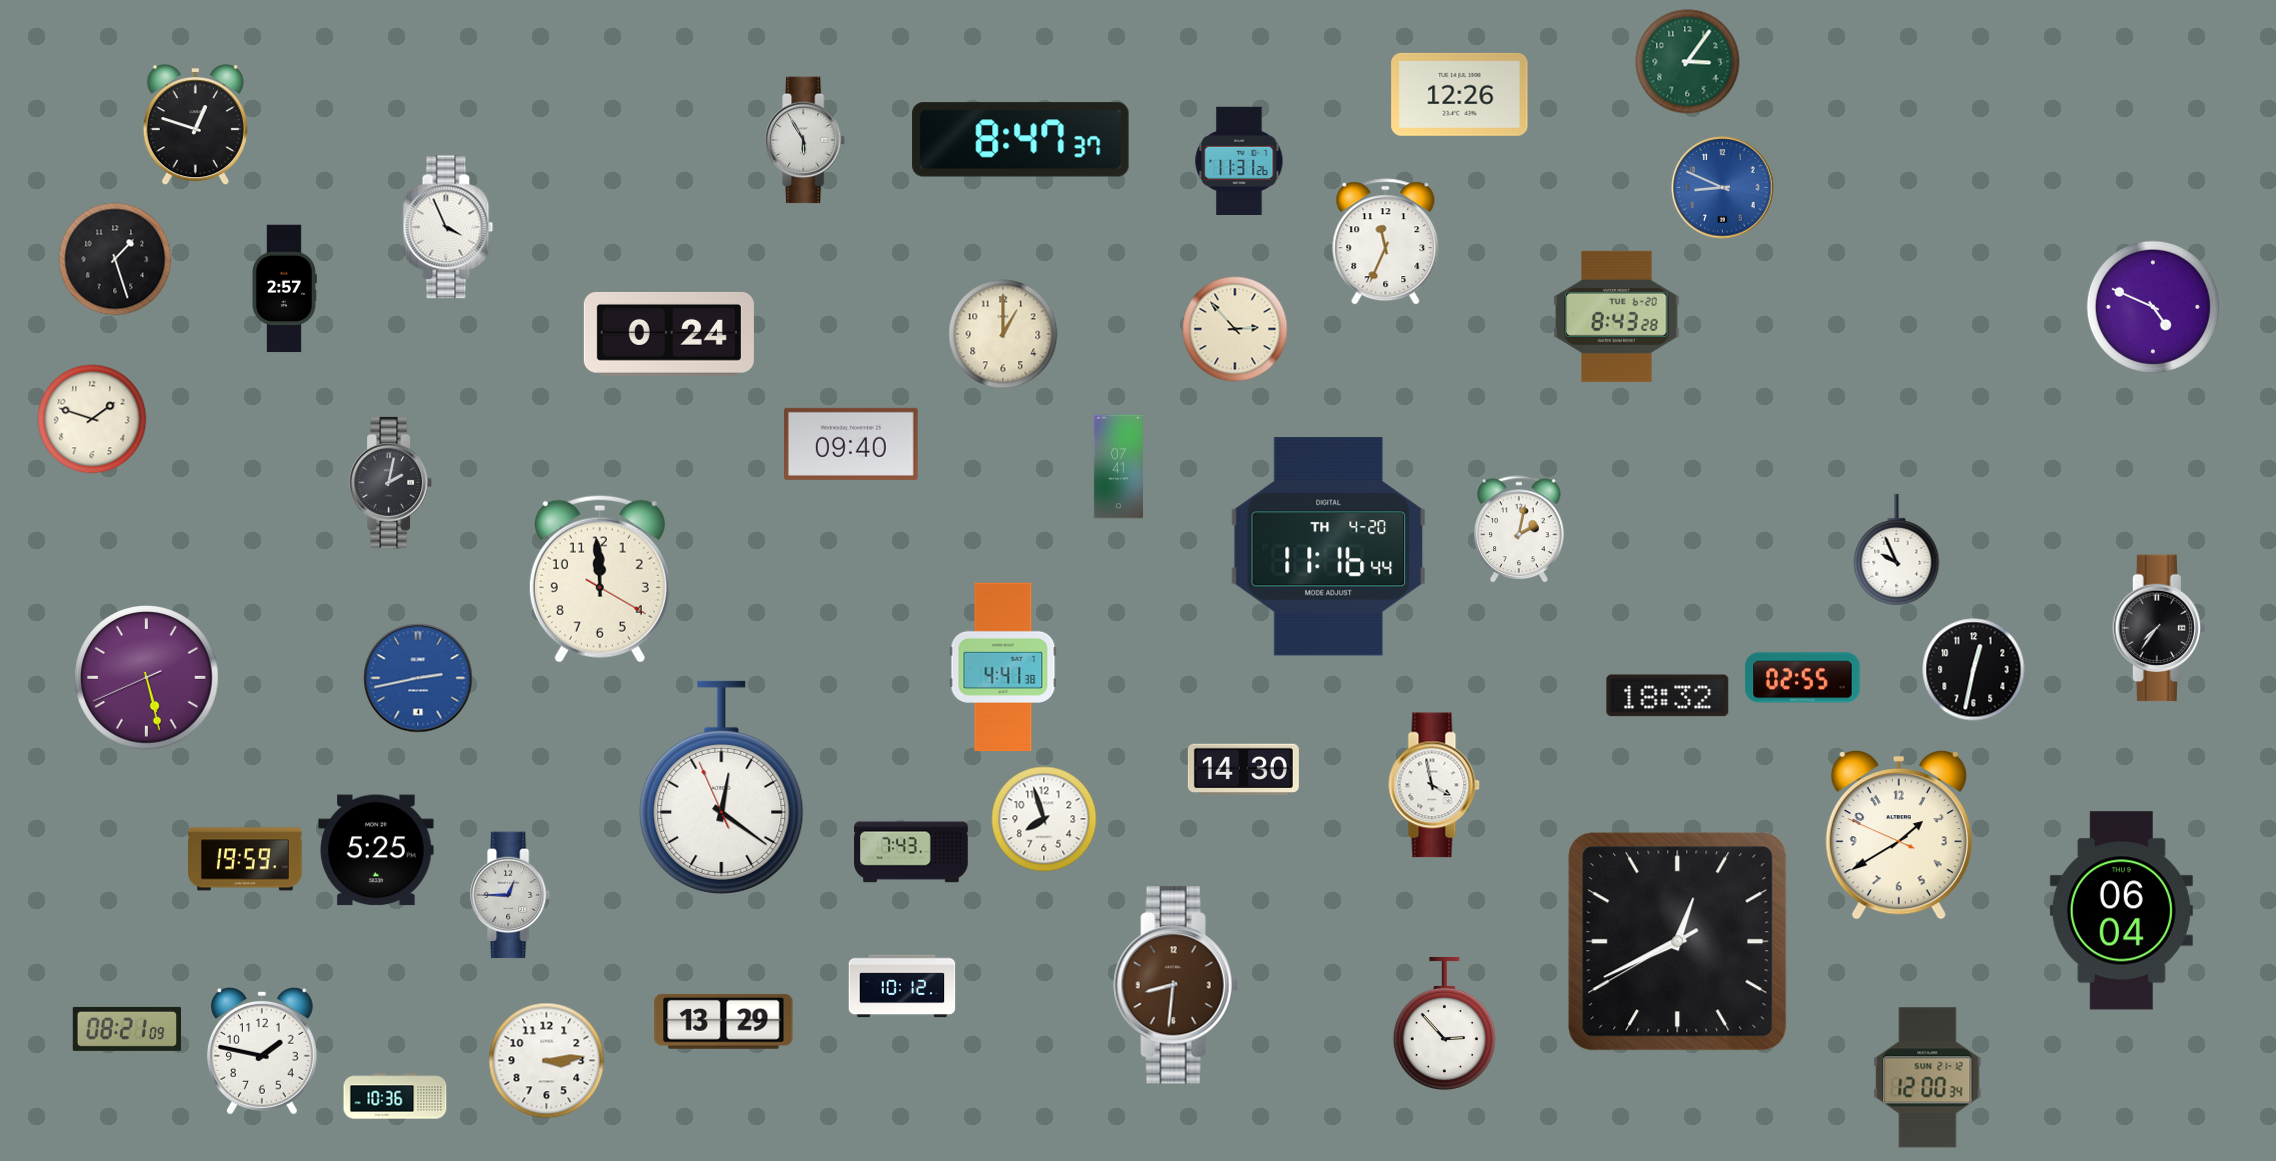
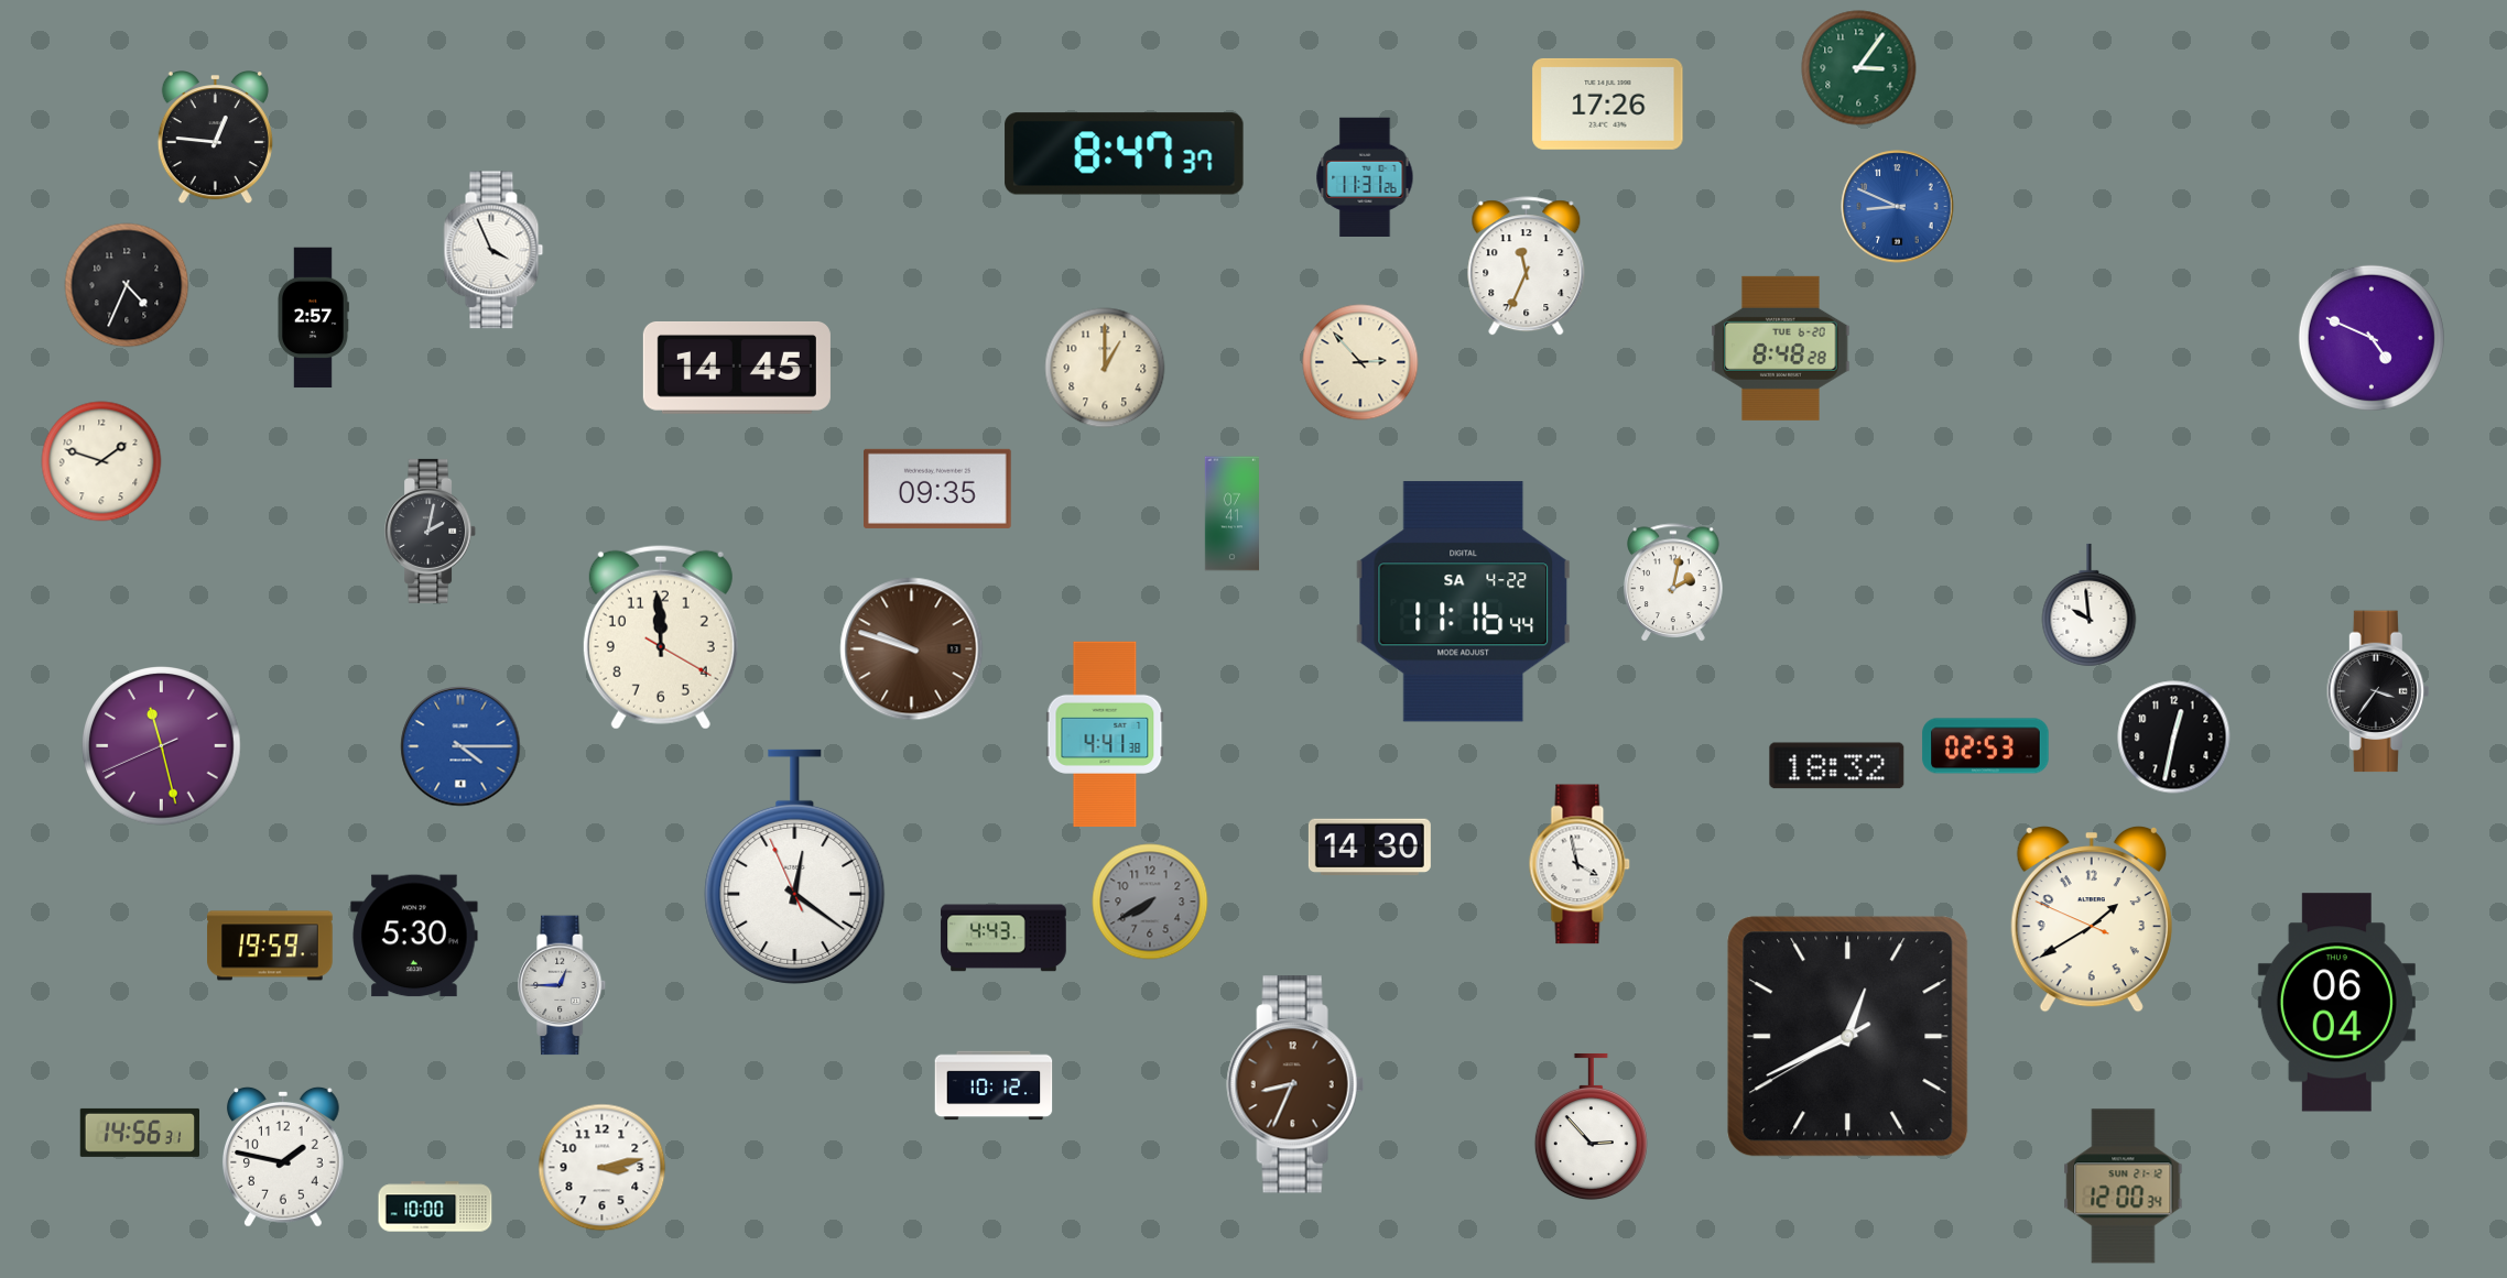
clock at (1460, 94): 12:26 -> 17:26
clock at (195, 126): 12:48 -> 12:46
clock at (806, 140): 5:55 -> none
clock at (115, 259): 1:27 -> 4:34
clock at (1617, 316): 8:43 -> 8:48
clock at (669, 334): 0:24 -> 14:45
clock at (852, 444): 09:40 -> 09:35
clock at (1329, 547) date: TH 4-20 -> SA 4-22
clock at (1897, 550): 9:56 -> 9:59
clock at (912, 649): none -> 9:48
clock at (2158, 628): 7:36 -> 3:36
clock at (147, 678): 5:27 -> 11:27
clock at (418, 678): 2:43 -> 4:15
clock at (1803, 678): 02:55 -> 02:53
clock at (1044, 819): 7:57 -> 7:40
clock at (1044, 819) dial: white -> grey
clock at (376, 850): 5:25 -> 5:30
clock at (911, 852): 7:43 -> 4:43
clock at (1176, 985): 8:31 -> 8:34
clock at (724, 1021): 13:29 -> none
clock at (126, 1029): 08:21 -> 14:56
clock at (262, 1051) position: (262, 1051) -> (283, 1157)
clock at (547, 1061): 3:14 -> 3:13
clock at (395, 1096): 10:36 -> 10:00
